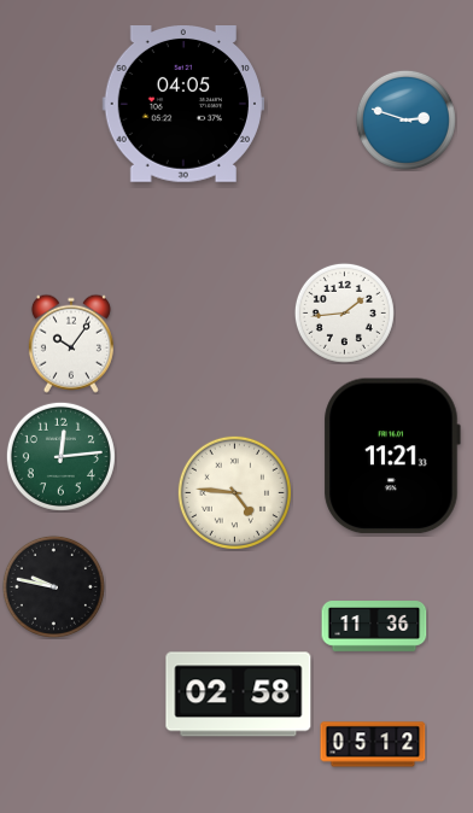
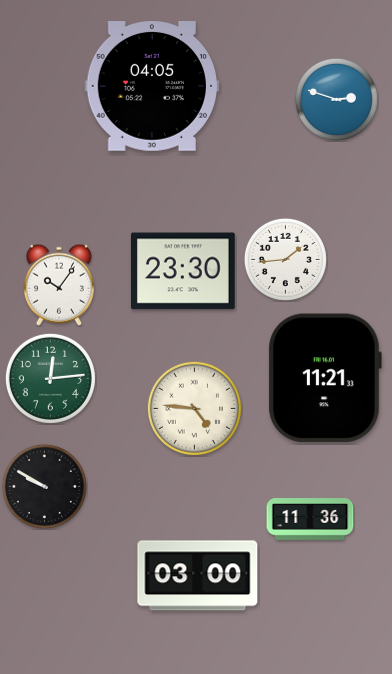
clock at (183, 271): none -> 23:30
clock at (53, 586): 9:47 -> 9:50
clock at (239, 695): 02:58 -> 03:00
clock at (373, 744): 05:12 -> none
